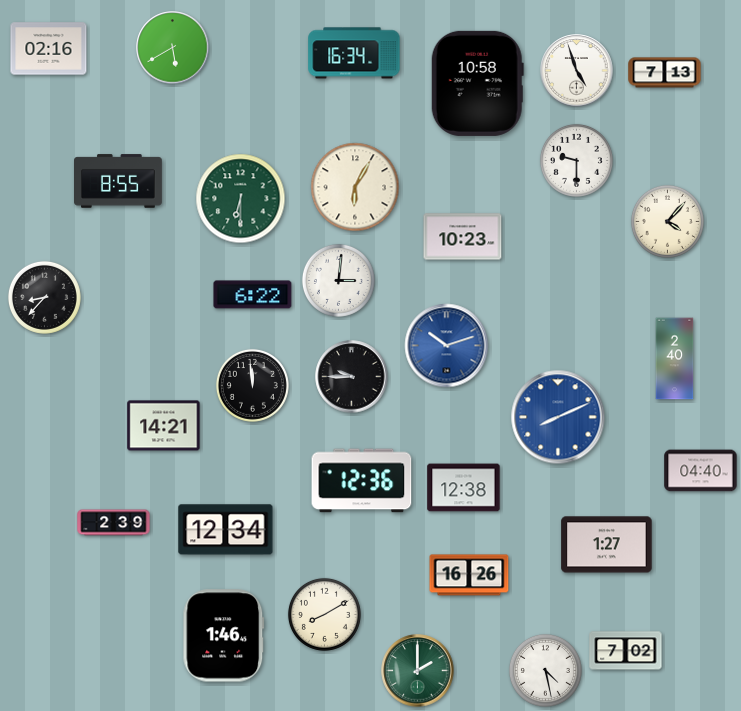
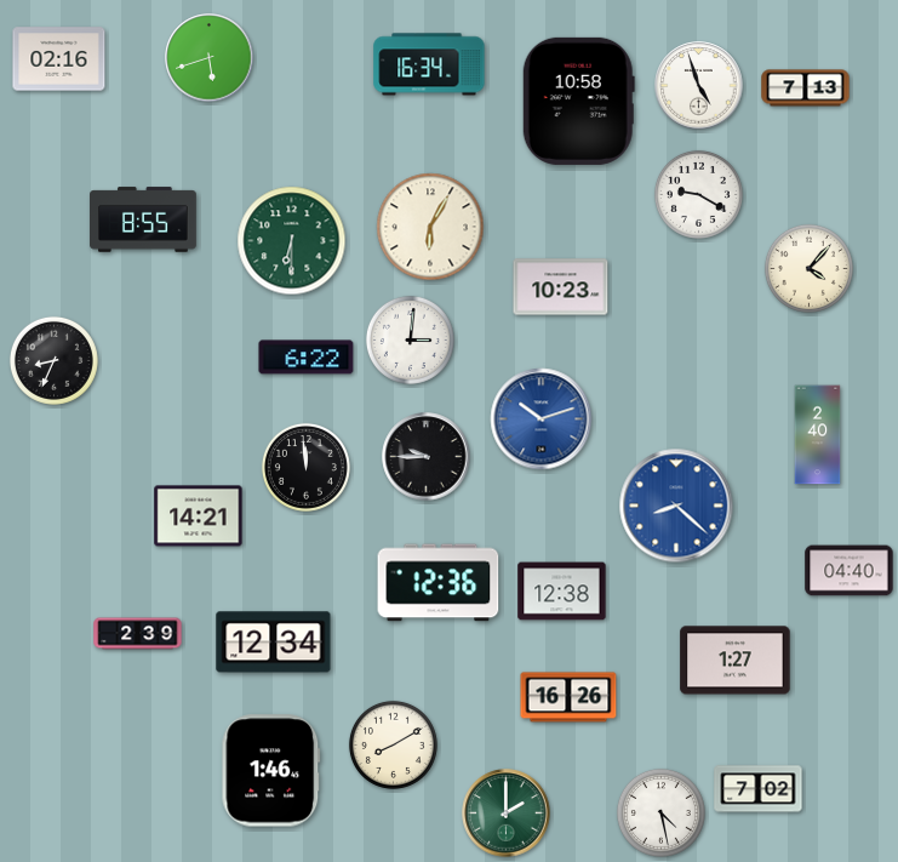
clock at (173, 48): 5:40 -> 5:42
clock at (576, 160): 9:30 -> 9:20
clock at (44, 297): 8:37 -> 8:34
clock at (558, 417): 8:11 -> 8:22
